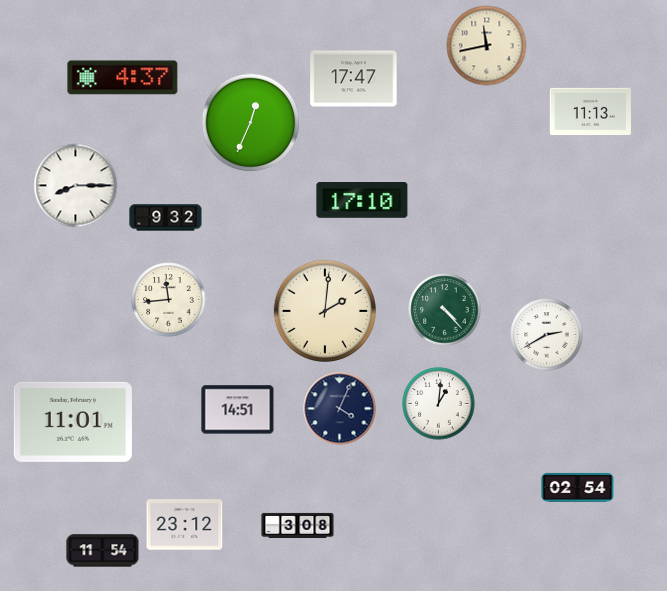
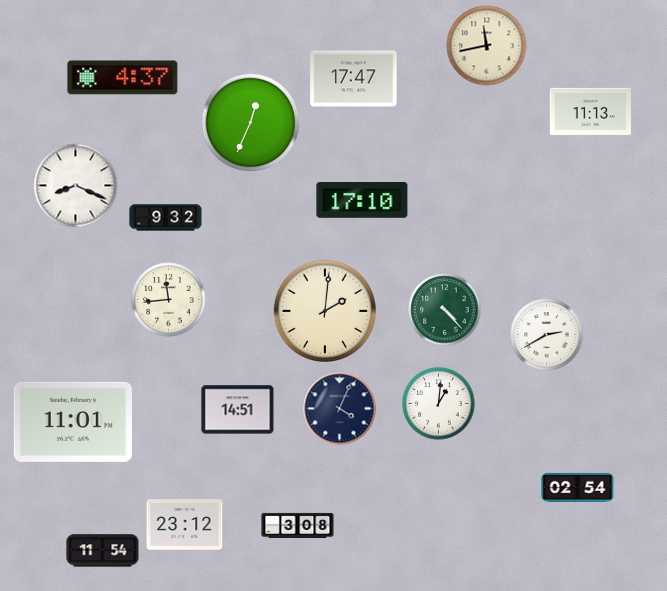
clock at (76, 186): 8:15 -> 8:19
